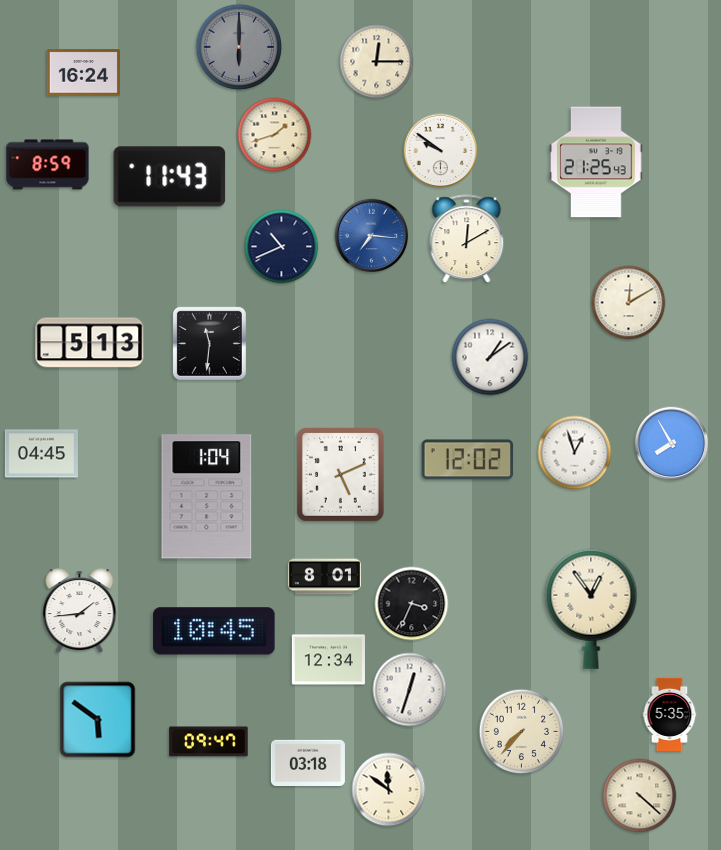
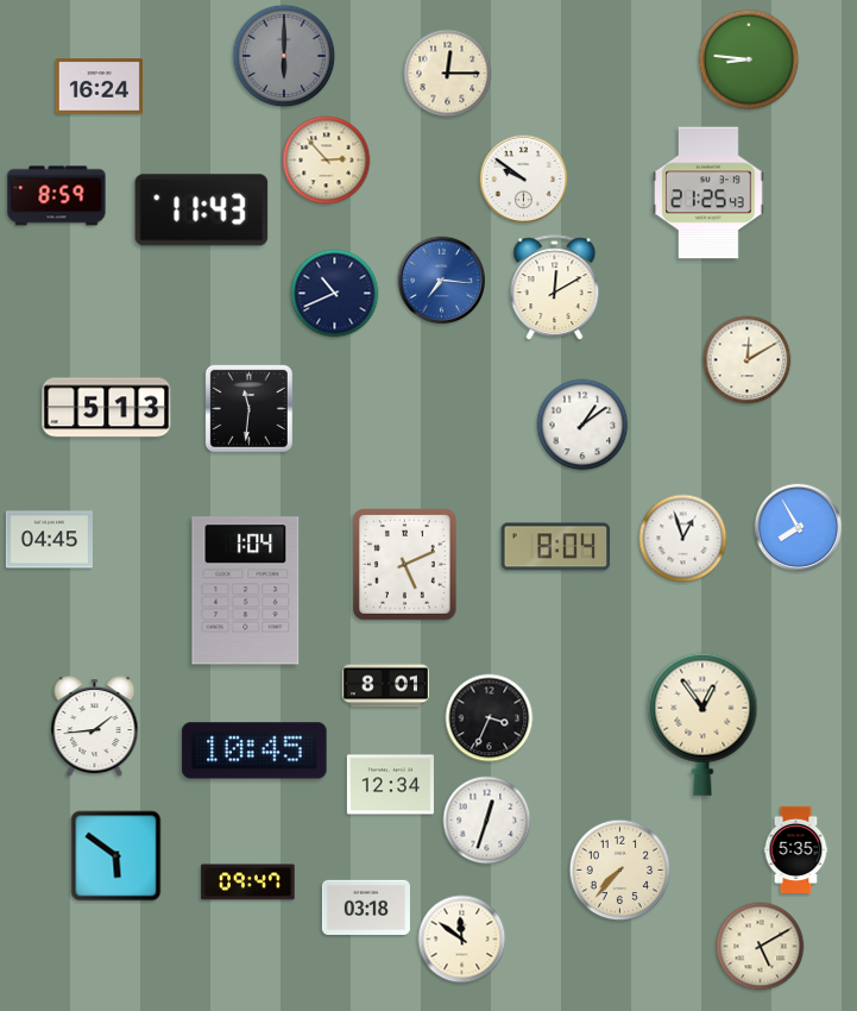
clock at (749, 59): none -> 8:46
clock at (275, 135): 1:42 -> 2:53
clock at (467, 239) position: (467, 239) -> (555, 288)
clock at (468, 460): 12:02 -> 8:04
clock at (640, 796): 4:22 -> 5:10
